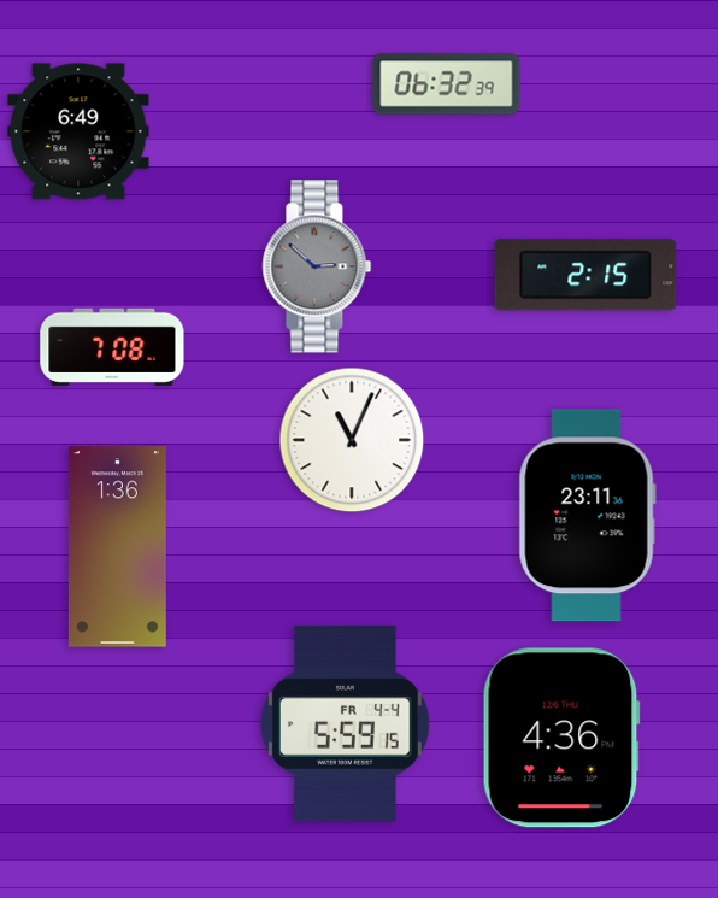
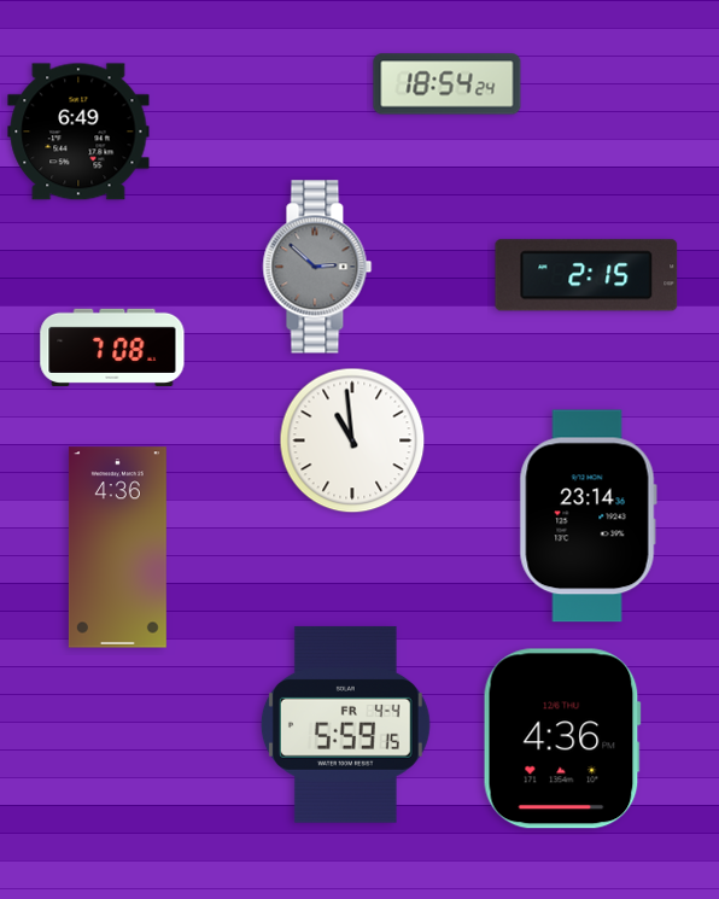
clock at (447, 84): 06:32 -> 18:54
clock at (352, 440): 11:04 -> 10:59
clock at (587, 516): 23:11 -> 23:14
clock at (117, 547): 1:36 -> 4:36
